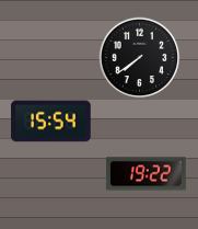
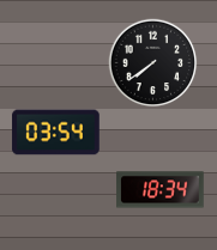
clock at (51, 122): 15:54 -> 03:54
clock at (147, 174): 19:22 -> 18:34
